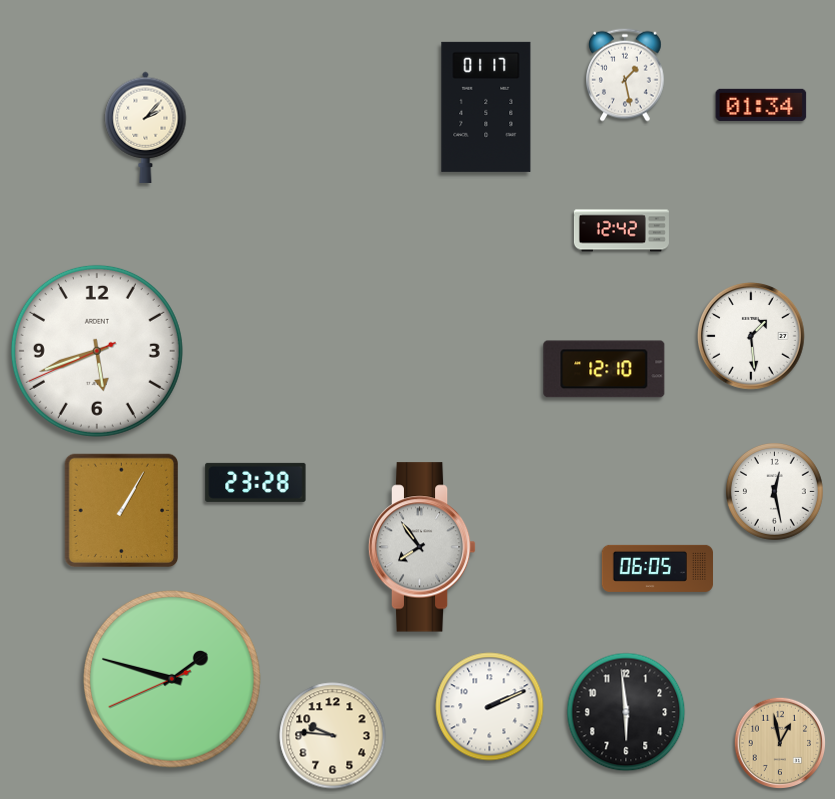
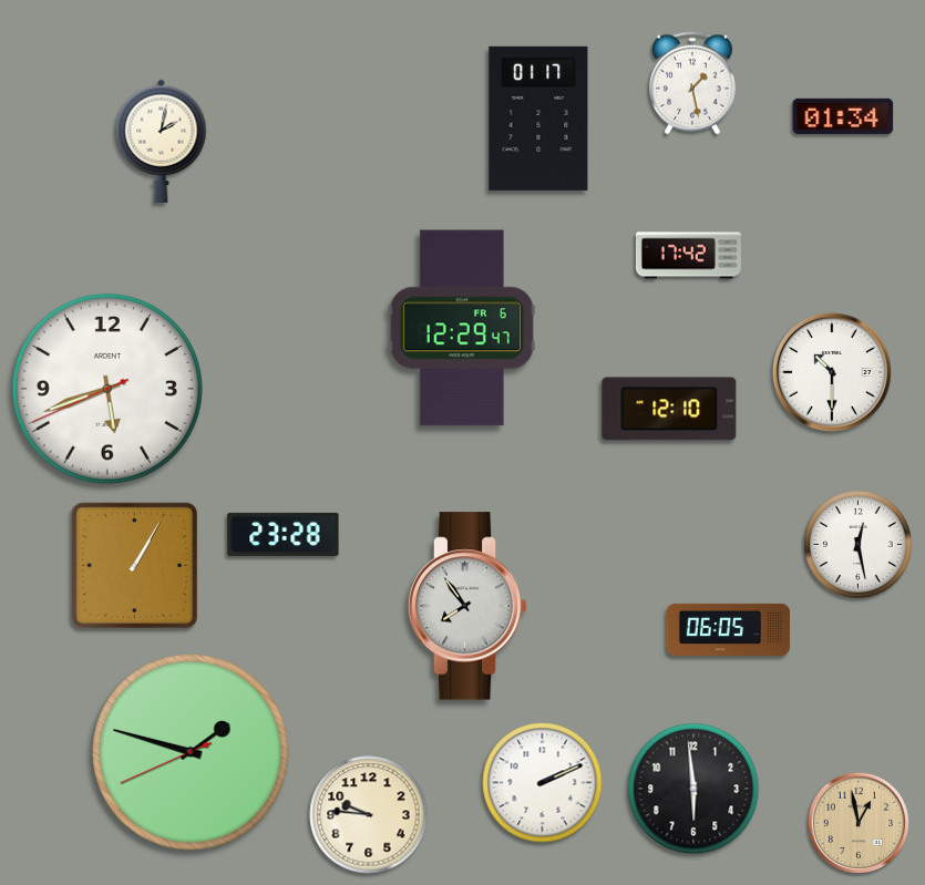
clock at (146, 127): 2:07 -> 2:02
clock at (621, 231): 12:42 -> 17:42
clock at (462, 328): none -> 12:29
clock at (752, 337): 1:29 -> 10:30
clock at (779, 742) position: (779, 742) -> (857, 822)
